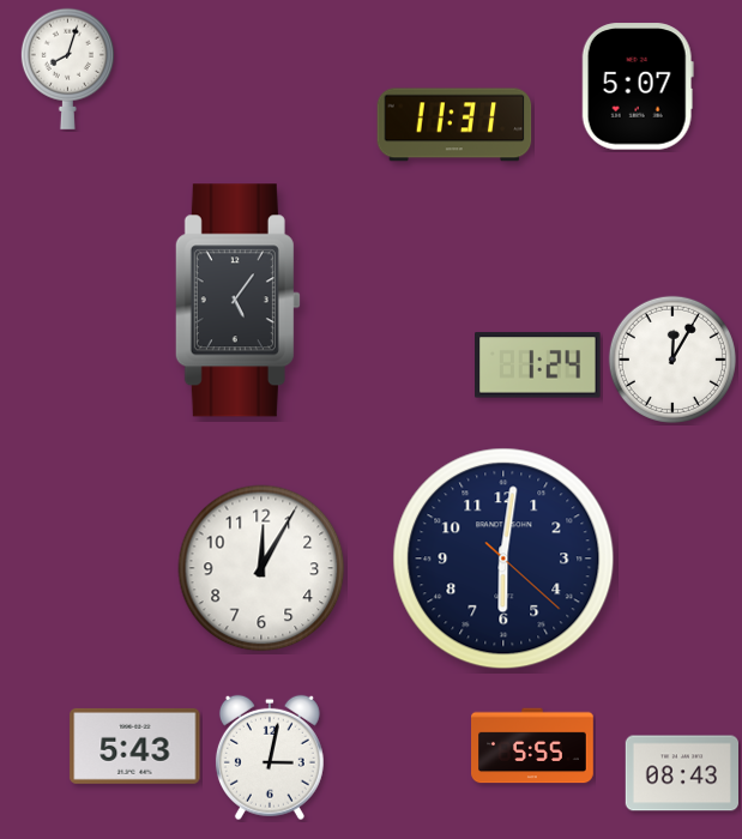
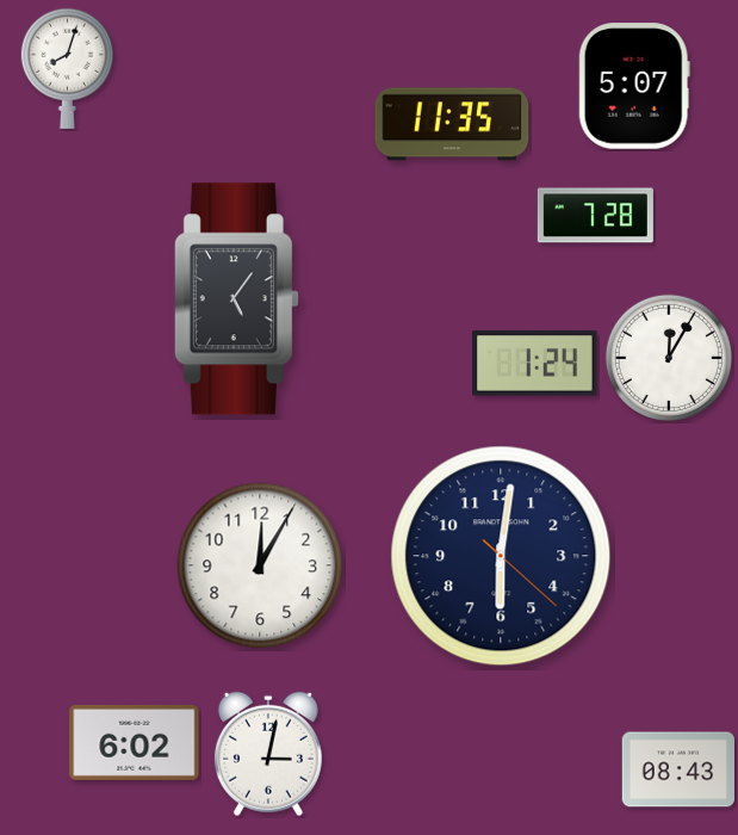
clock at (454, 125): 11:31 -> 11:35
clock at (595, 216): none -> 7:28
clock at (135, 746): 5:43 -> 6:02
clock at (533, 746): 5:55 -> none
